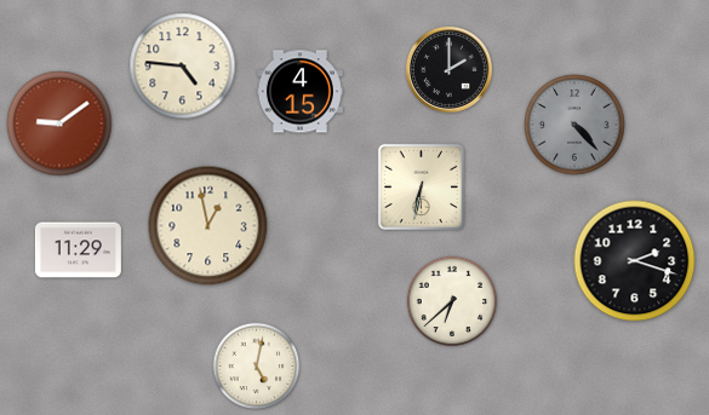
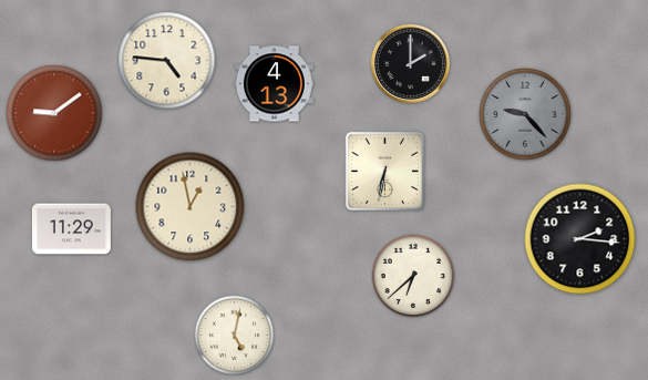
clock at (299, 92): 4:15 -> 4:13
clock at (574, 125): 4:23 -> 9:23
clock at (635, 261): 2:18 -> 2:16
